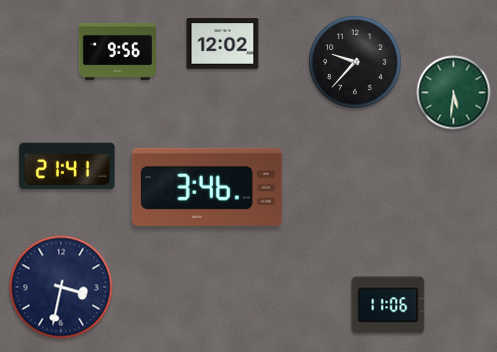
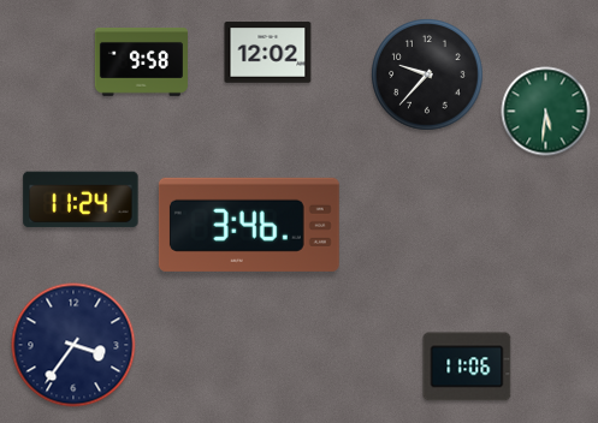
clock at (117, 52): 9:56 -> 9:58
clock at (67, 166): 21:41 -> 11:24
clock at (61, 287): 3:32 -> 3:36
